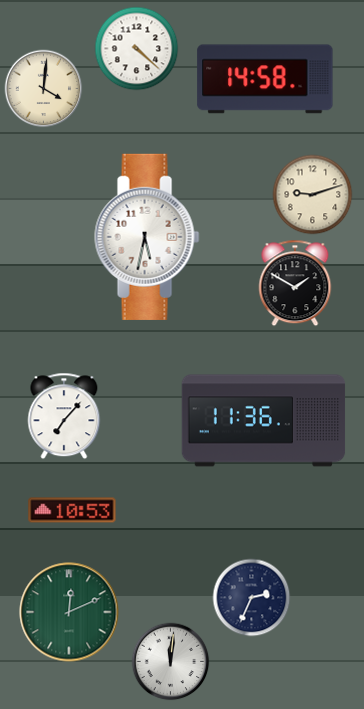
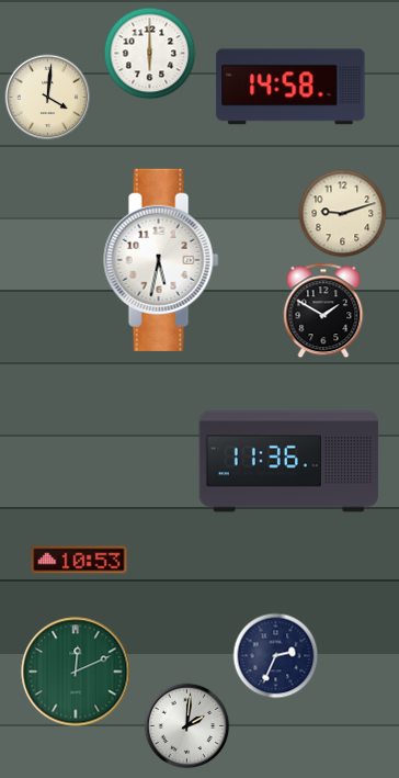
clock at (136, 48): 4:22 -> 6:00
clock at (64, 416): 7:07 -> none
clock at (170, 661): 12:01 -> 2:01
